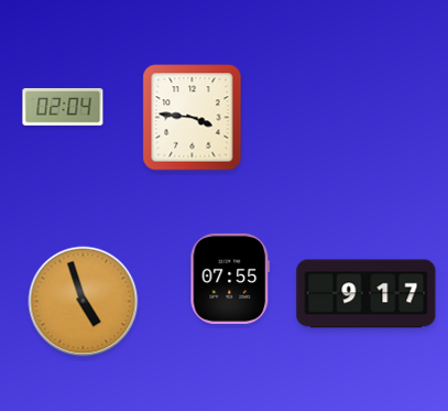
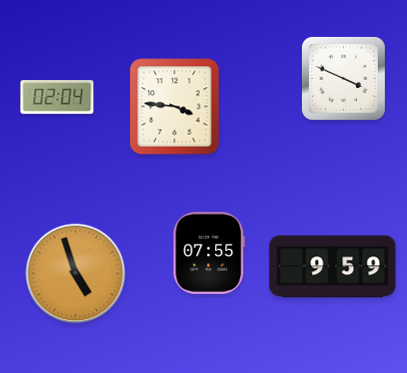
clock at (343, 78): none -> 3:49
clock at (367, 294): 9:17 -> 9:59
